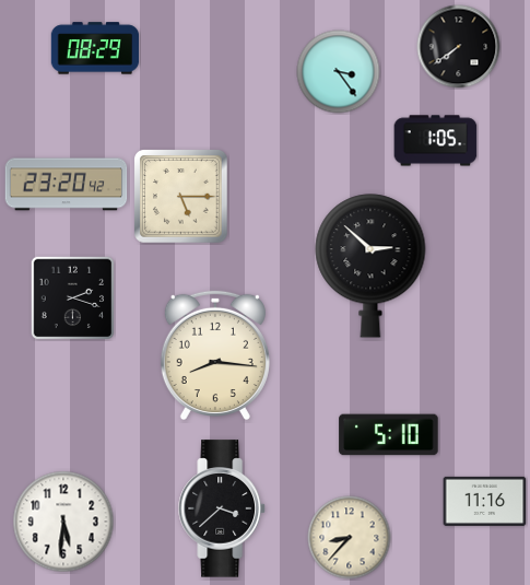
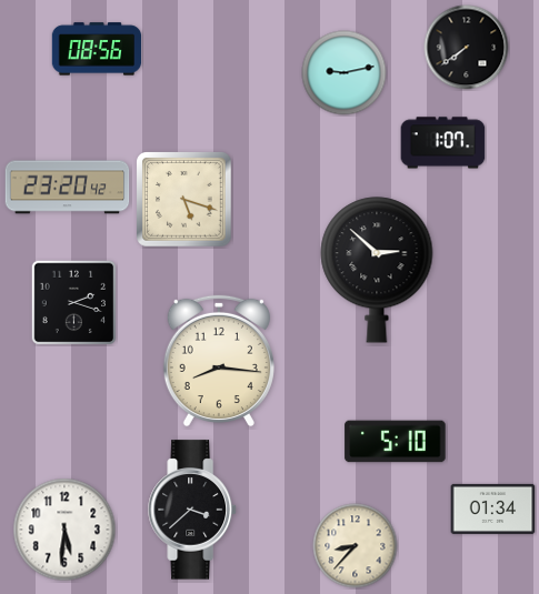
clock at (95, 48): 08:29 -> 08:56
clock at (339, 72): 3:24 -> 9:13
clock at (436, 141): 1:05 -> 1:07
clock at (181, 197): 5:15 -> 5:18
clock at (485, 501): 11:16 -> 01:34
clock at (222, 508) position: (222, 508) -> (192, 510)
